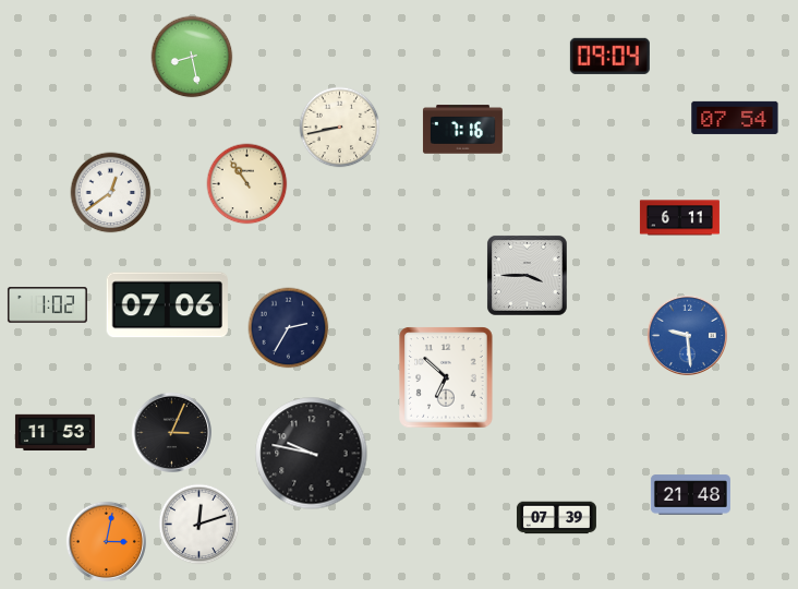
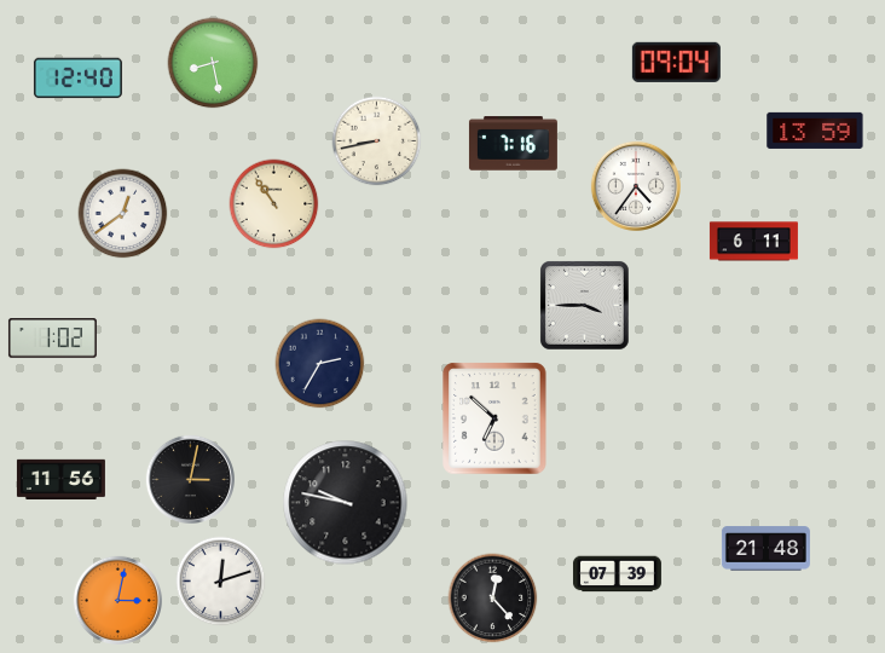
clock at (77, 79): none -> 12:40
clock at (735, 118): 07:54 -> 13:59
clock at (636, 186): none -> 4:36
clock at (167, 305): 07:06 -> none
clock at (687, 335): 9:29 -> none
clock at (171, 432): 3:04 -> 3:02
clock at (55, 433): 11:53 -> 11:56
clock at (493, 599): none -> 12:23
